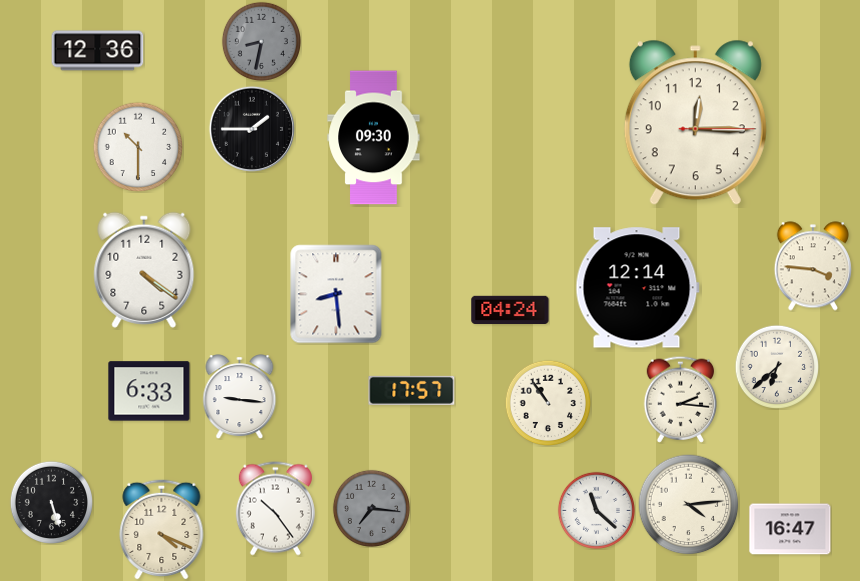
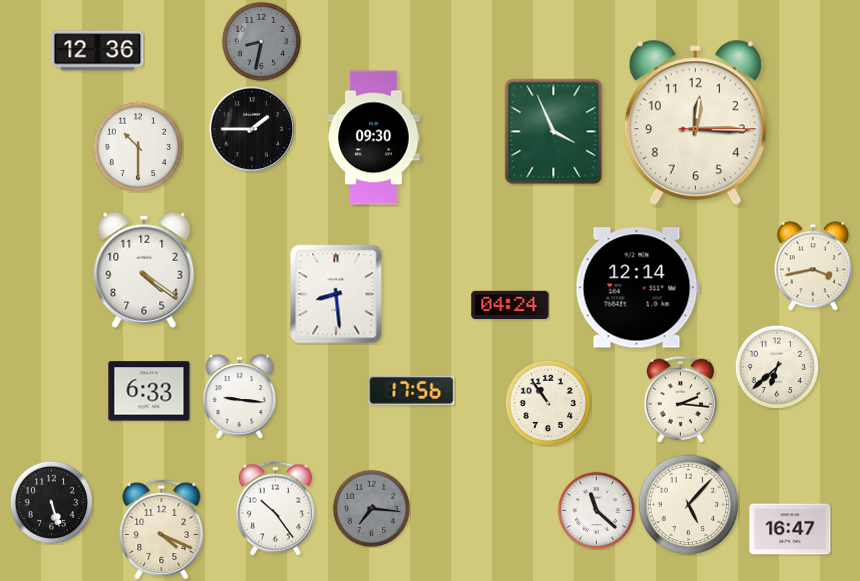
clock at (554, 132): none -> 3:56
clock at (813, 266): 3:46 -> 3:43
clock at (510, 309) position: (510, 309) -> (510, 304)
clock at (412, 390): 17:57 -> 17:56
clock at (689, 505): 4:14 -> 5:07
